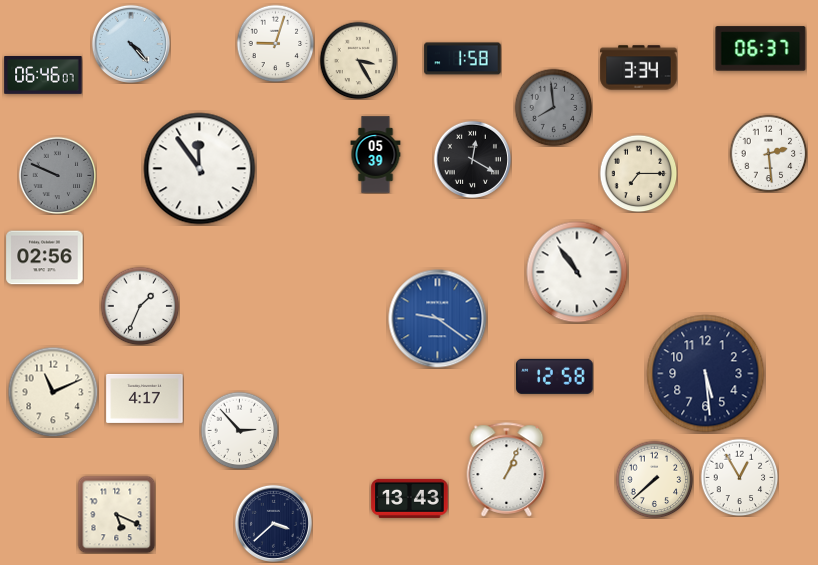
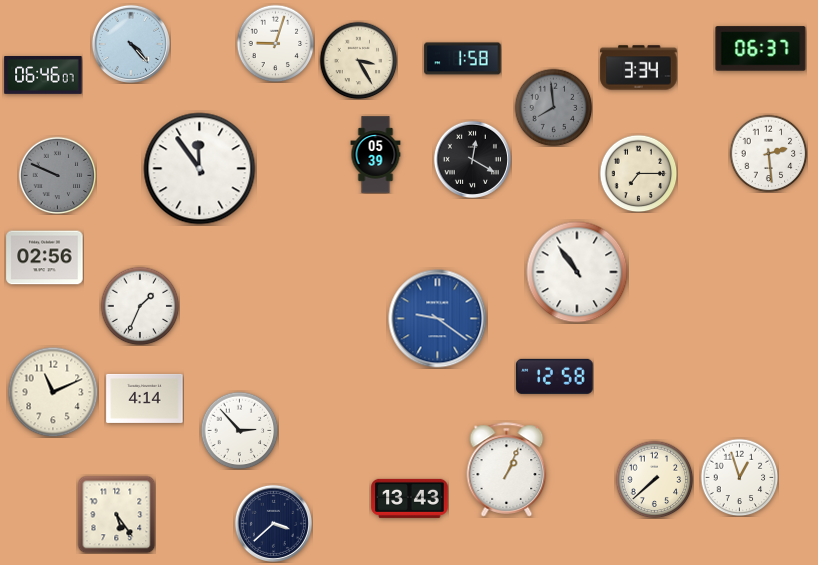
clock at (706, 374): 5:29 -> none
clock at (145, 398): 4:17 -> 4:14
clock at (739, 477): 12:55 -> 12:57
clock at (116, 514): 5:19 -> 5:24
